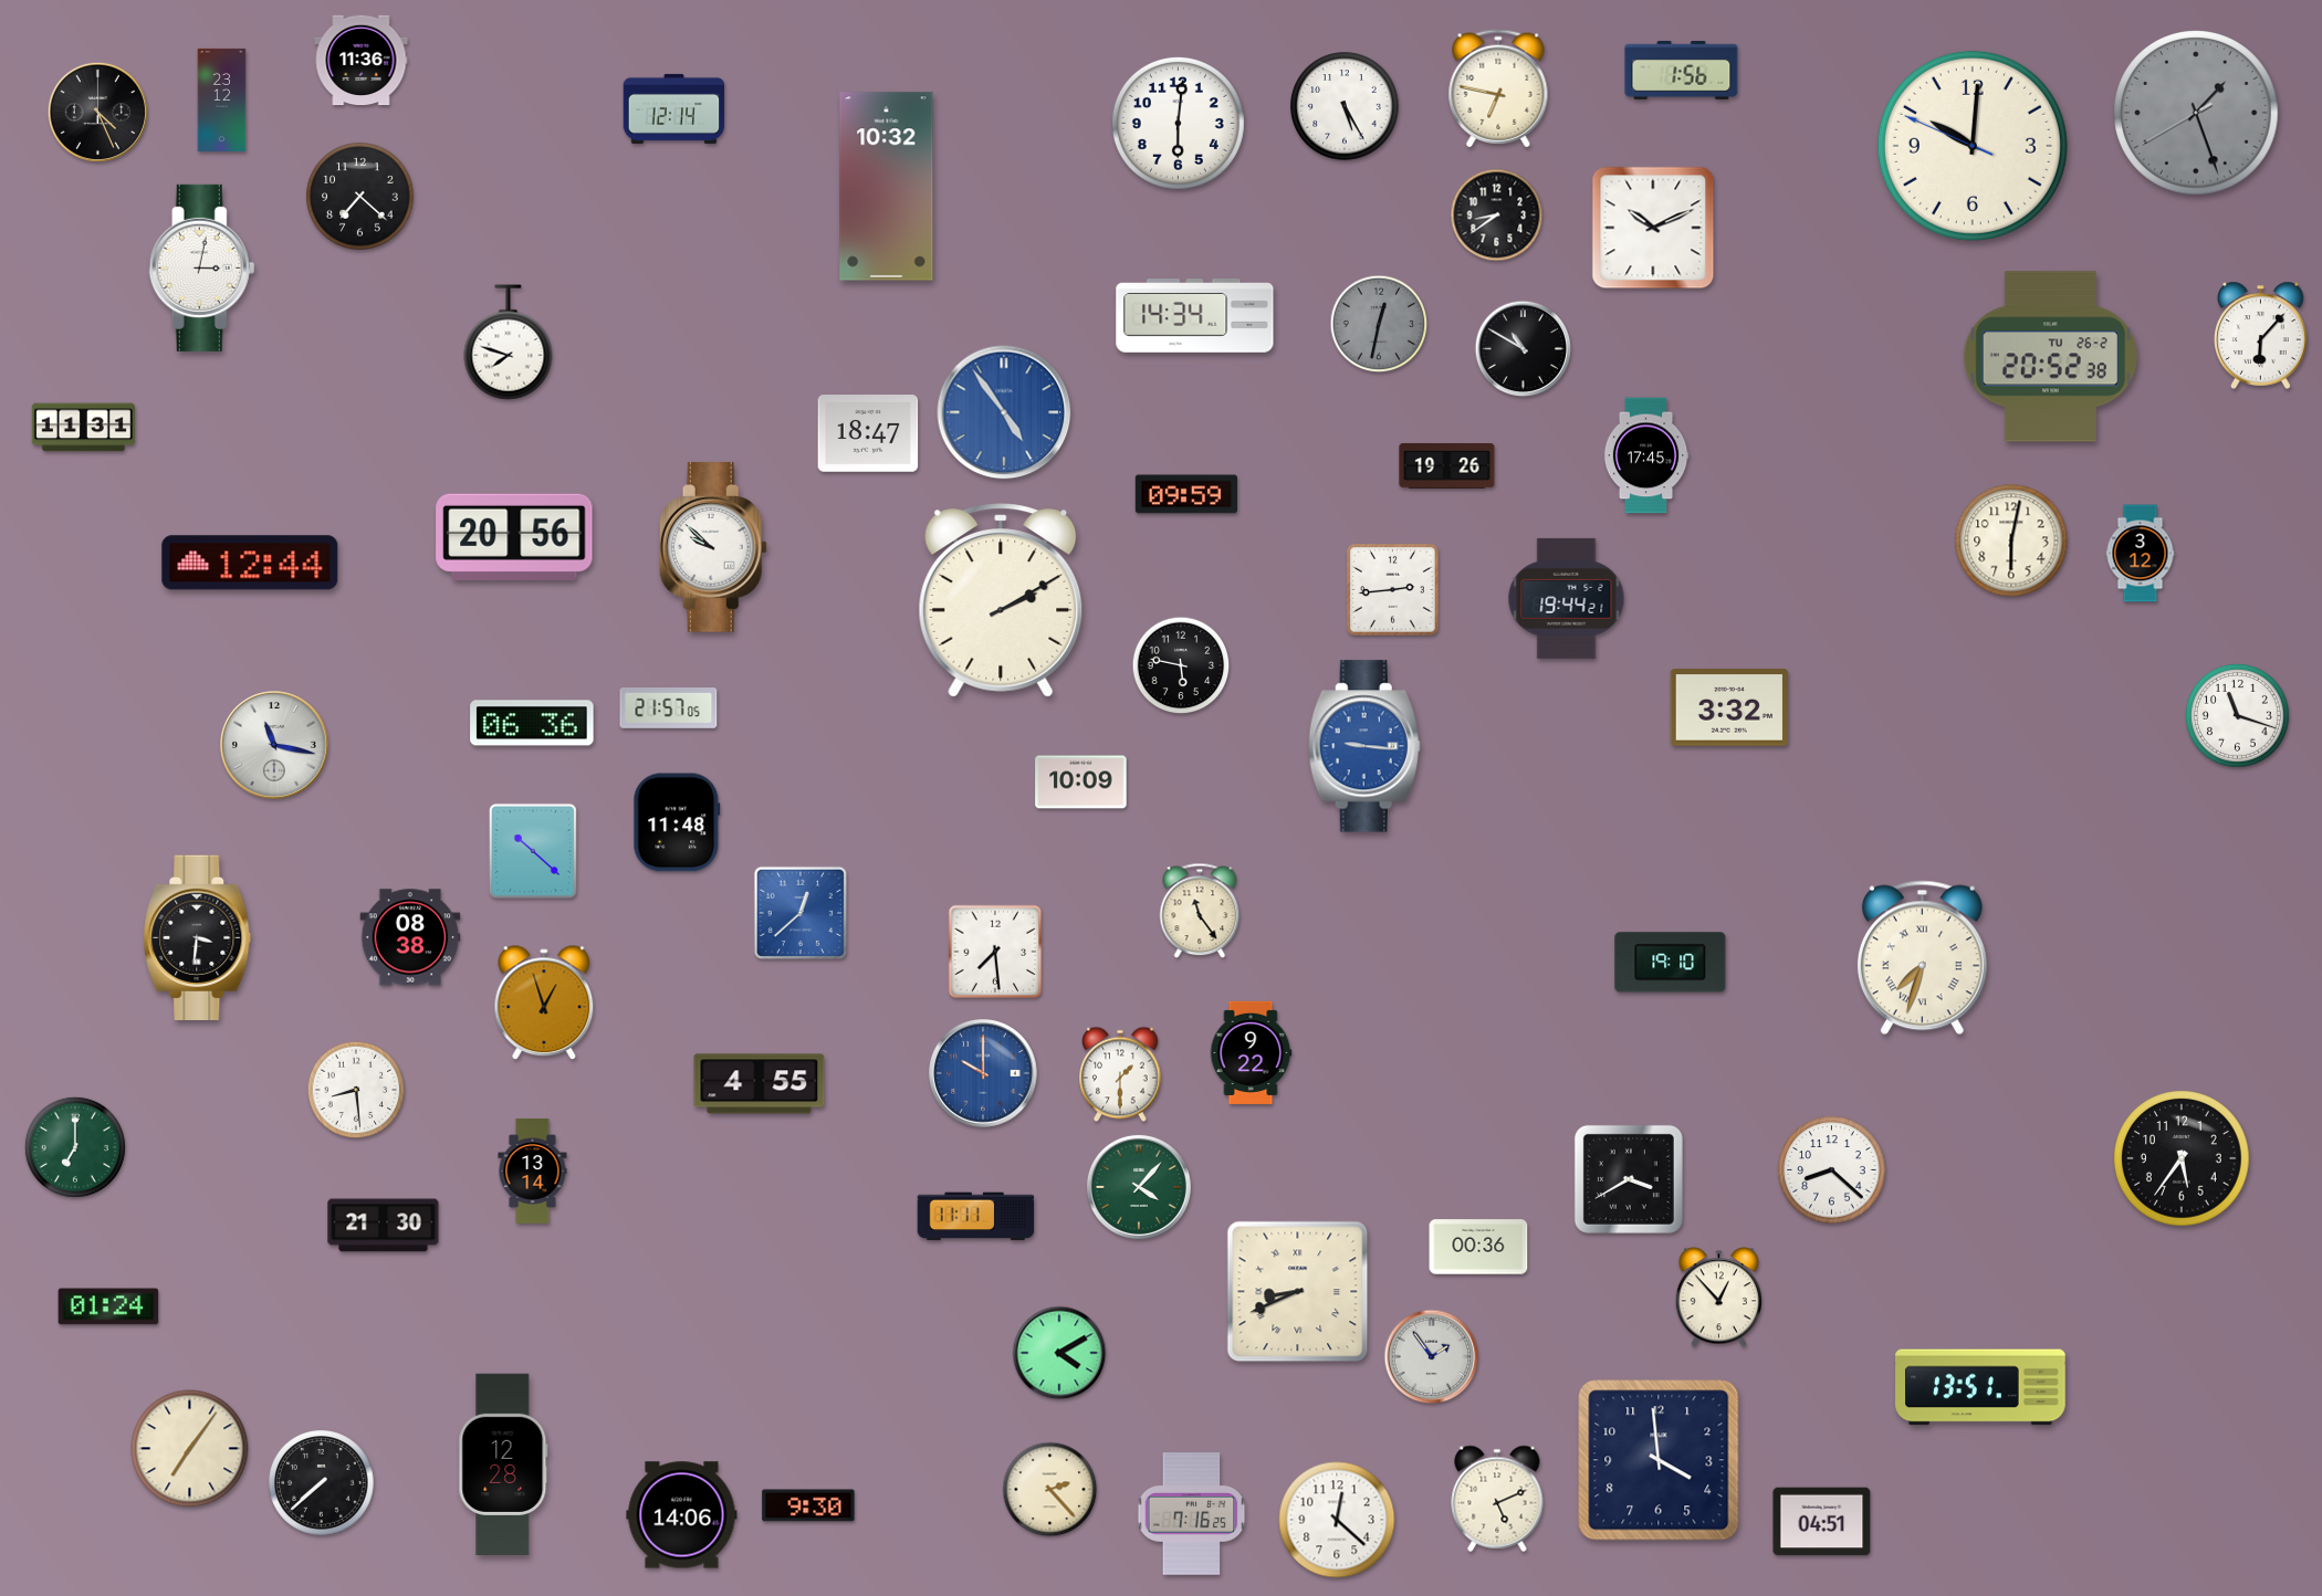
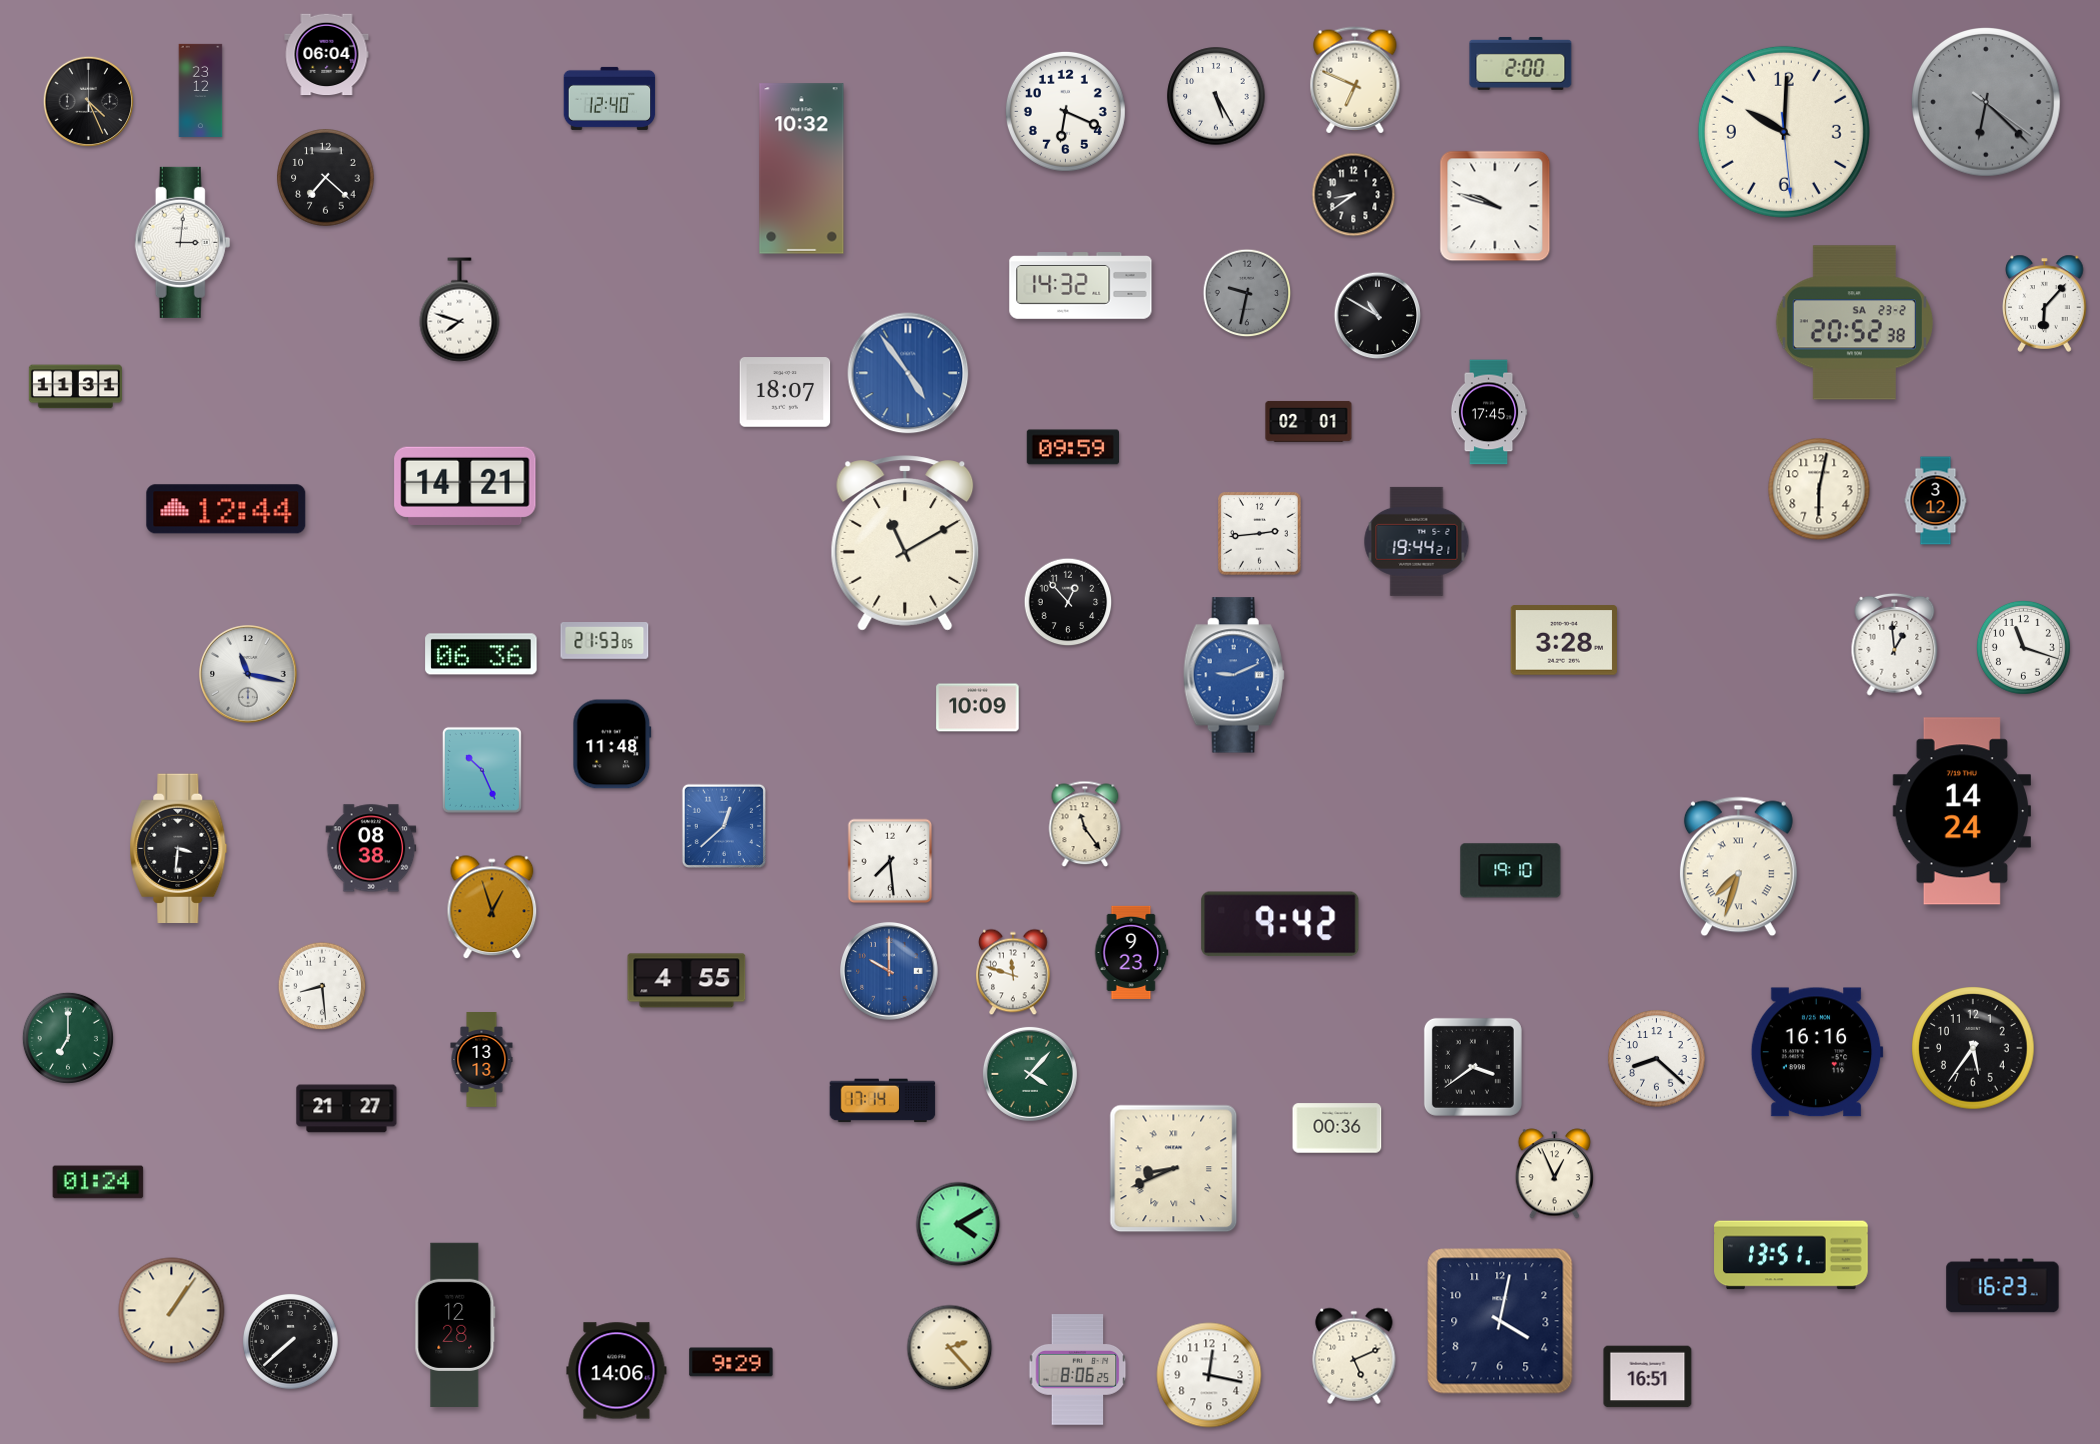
clock at (362, 61): 11:36 -> 06:04
clock at (1682, 70): 1:56 -> 2:00
clock at (1498, 88): 6:47 -> 6:49
clock at (674, 108): 12:14 -> 12:40
clock at (2197, 114): 1:26 -> 6:22
clock at (1178, 123): 6:01 -> 6:19
clock at (1973, 146): 10:00:49 -> 10:00:29
clock at (1653, 228): 10:11 -> 9:48
clock at (202, 267): 3:02 -> 3:01
clock at (1195, 316): 14:34 -> 14:32
clock at (1379, 324): 12:32 -> 9:32
clock at (2050, 357) date: TU 26-2 -> SA 23-2
clock at (868, 433): 18:47 -> 18:07
clock at (1447, 465): 19:26 -> 02:01
clock at (514, 537): 20:56 -> 14:21
clock at (713, 548): 9:52 -> none
clock at (1001, 600): 2:10 -> 11:10
clock at (1181, 665): 5:47 -> 12:53
clock at (1728, 707): 3:32 -> 3:28
clock at (669, 708): 21:57 -> 21:53
clock at (1895, 644): none -> 12:59
clock at (1364, 746): 9:16 -> 9:11
clock at (533, 851): 10:22 -> 10:26
clock at (1961, 811): none -> 14:24
clock at (995, 952) position: (995, 952) -> (890, 861)
clock at (1280, 924): none -> 9:42
clock at (1251, 1052): 9:22 -> 9:23
clock at (1120, 1074): 1:30 -> 11:48
clock at (1817, 1052): none -> 16:16
clock at (533, 1172): 13:14 -> 13:13
clock at (1629, 1179): 3:40 -> 3:39
clock at (976, 1217): 11:11 -> 17:14
clock at (384, 1226): 21:30 -> 21:27
clock at (1718, 1298): 12:53 -> 12:56
clock at (1432, 1357): 1:54 -> none
clock at (2003, 1286): none -> 16:23
clock at (190, 1449): 7:06 -> 1:06
clock at (1659, 1460): 3:59 -> 4:02
clock at (808, 1505): 9:30 -> 9:29
clock at (1192, 1514): 7:16 -> 8:06
clock at (1337, 1520): 12:22 -> 12:17
clock at (1822, 1522): 04:51 -> 16:51
